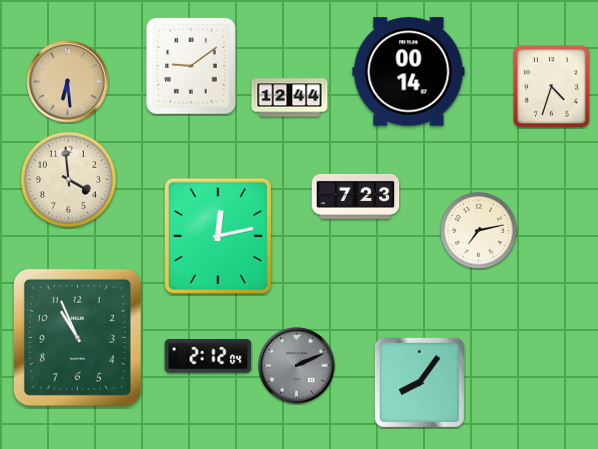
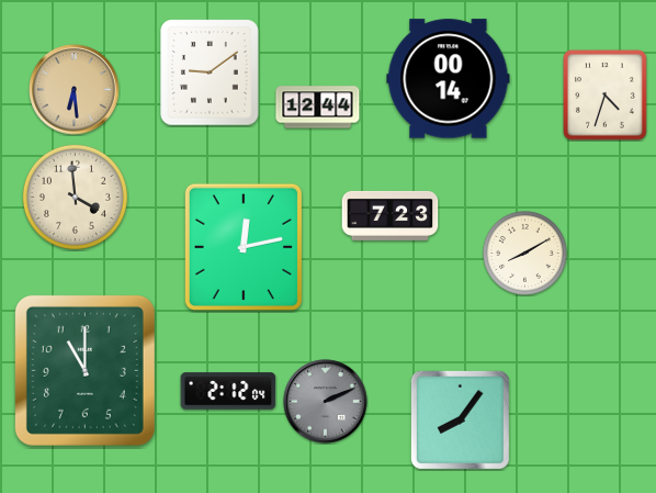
clock at (479, 231): 7:13 -> 8:10
clock at (218, 236) position: (218, 236) -> (244, 247)
clock at (77, 337): 10:56 -> 11:00
